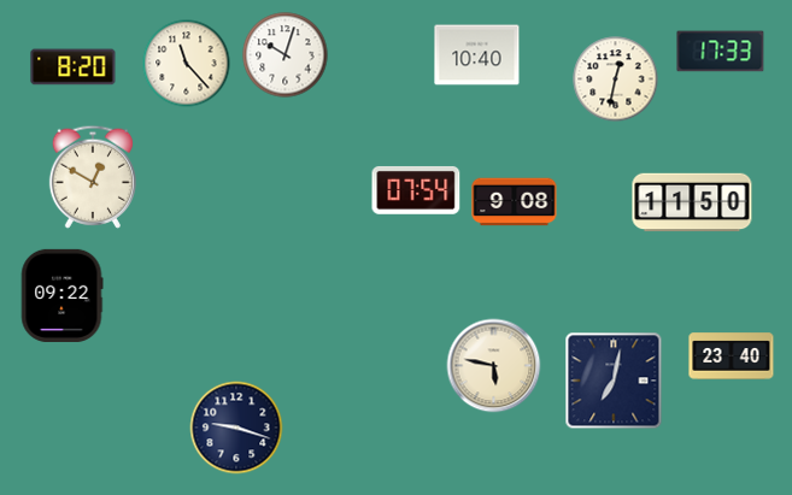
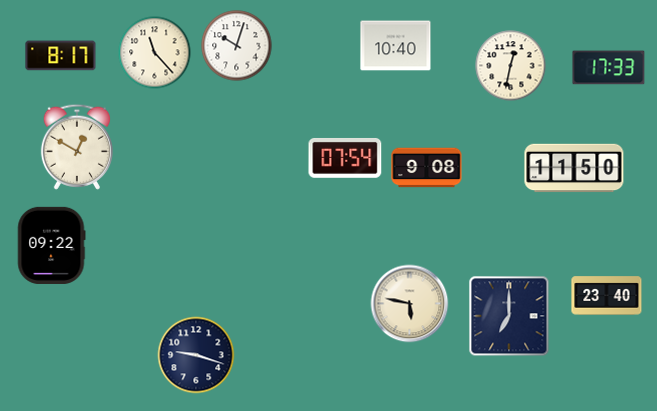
clock at (721, 52) position: (721, 52) -> (609, 68)
clock at (74, 67): 8:20 -> 8:17
clock at (614, 381): 7:02 -> 7:00
